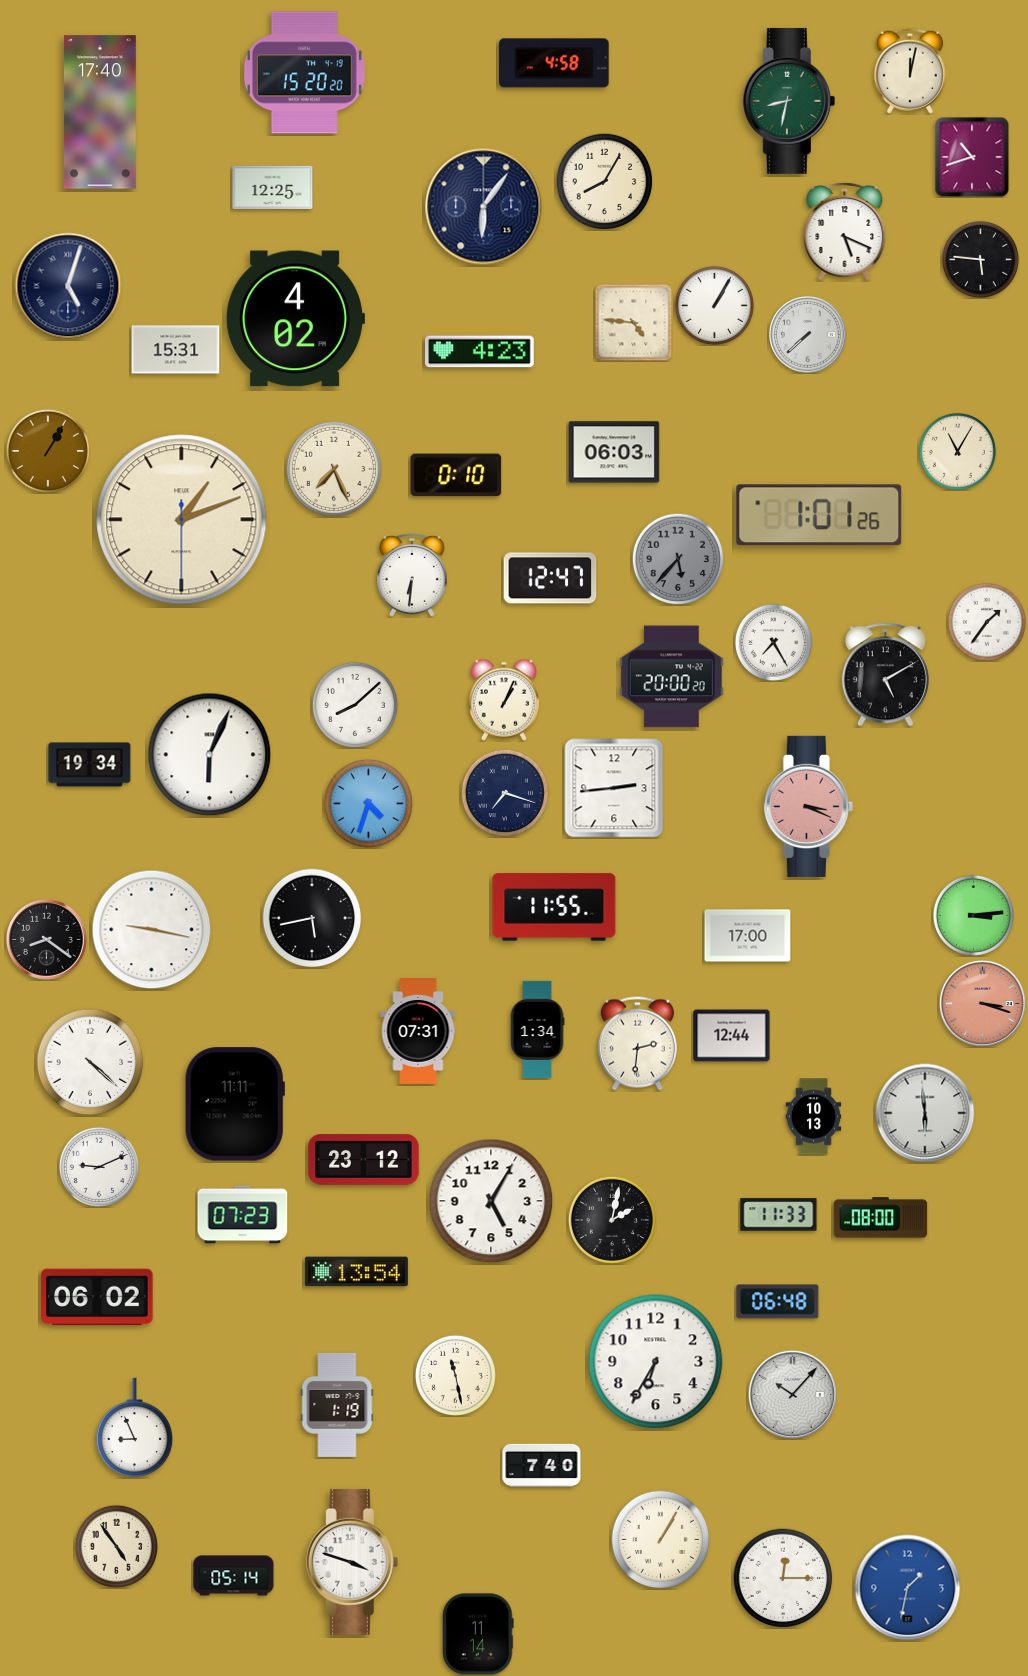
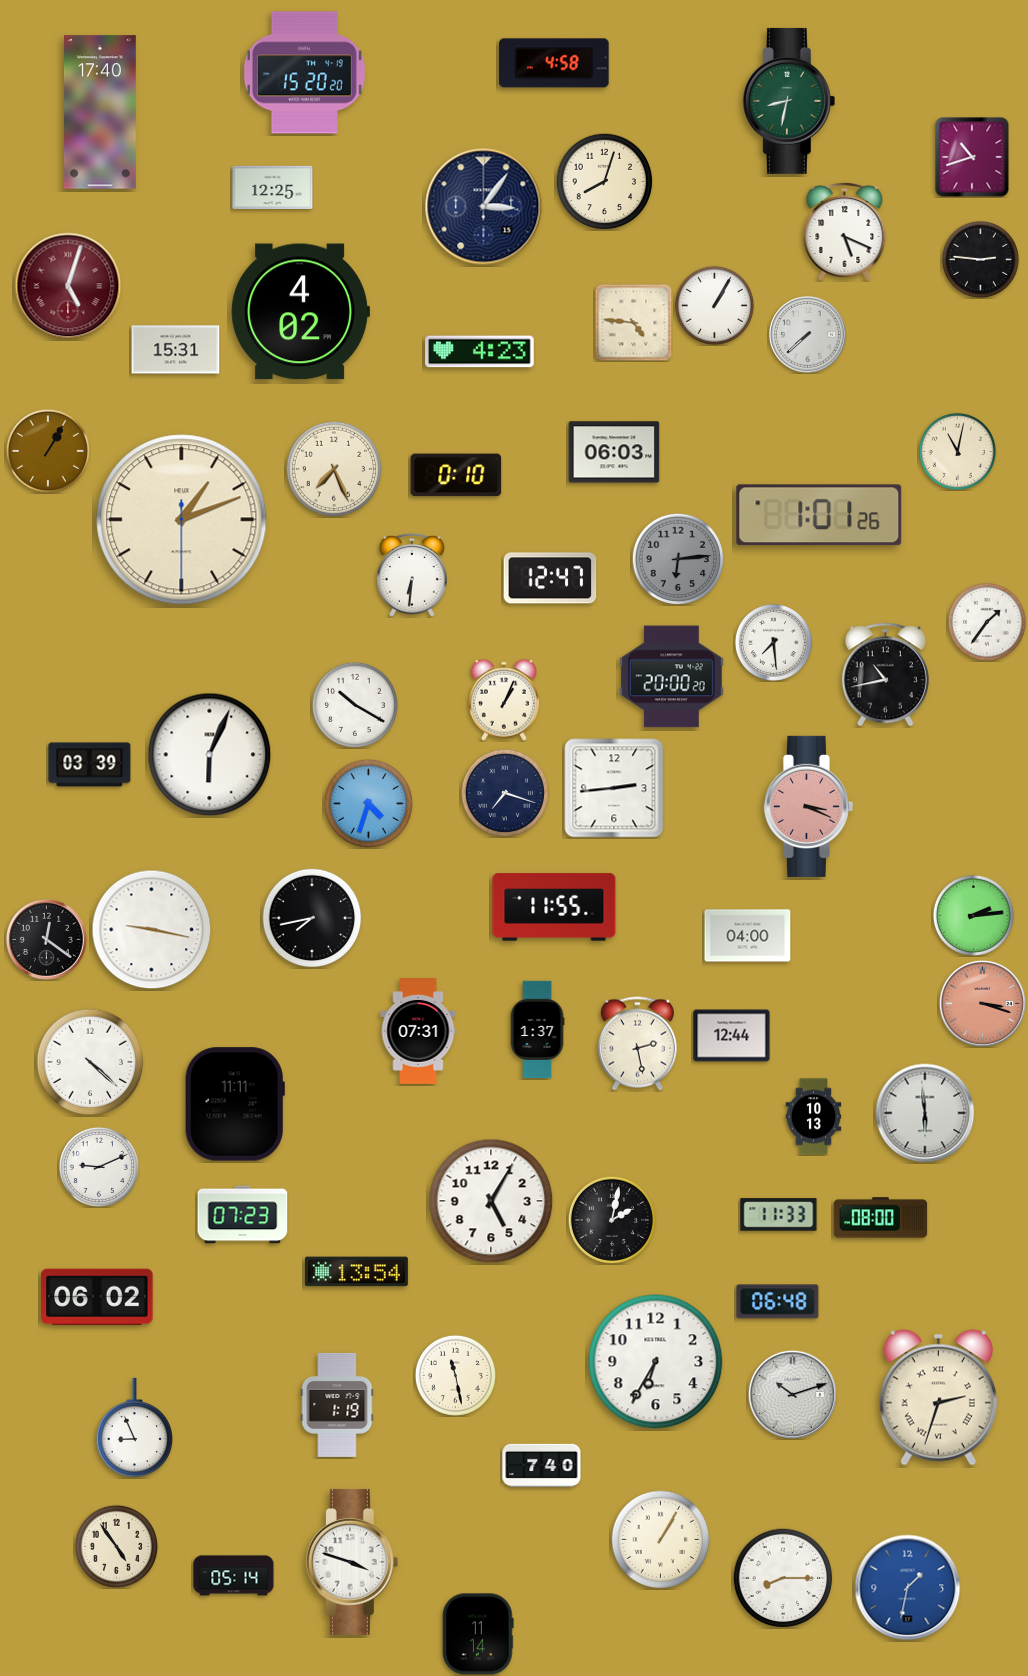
clock at (910, 71): 12:02 -> none
clock at (604, 181): 8:05 -> 8:03
clock at (484, 207): 6:06 -> 3:06
clock at (980, 259): 5:46 -> 2:46
clock at (68, 286) dial: navy -> burgundy
clock at (295, 319) position: (295, 319) -> (300, 312)
clock at (957, 451): 11:05 -> 11:02
clock at (677, 558): 5:37 -> 6:14
clock at (773, 642): 7:25 -> 7:29
clock at (885, 675): 5:10 -> 10:43
clock at (355, 705): 8:08 -> 10:20
clock at (90, 765): 19:34 -> 03:39
clock at (973, 915): 3:14 -> 2:14
clock at (312, 918): 5:43 -> 7:43
clock at (748, 936): 17:00 -> 04:00
clock at (46, 939): 8:21 -> 12:21
clock at (537, 1030): 1:34 -> 1:37
clock at (637, 1044): 2:31 -> 2:28
clock at (364, 1160): 23:12 -> none
clock at (792, 1394): 10:07 -> 10:12
clock at (938, 1398): none -> 2:33
clock at (783, 1578): 12:15 -> 8:15
